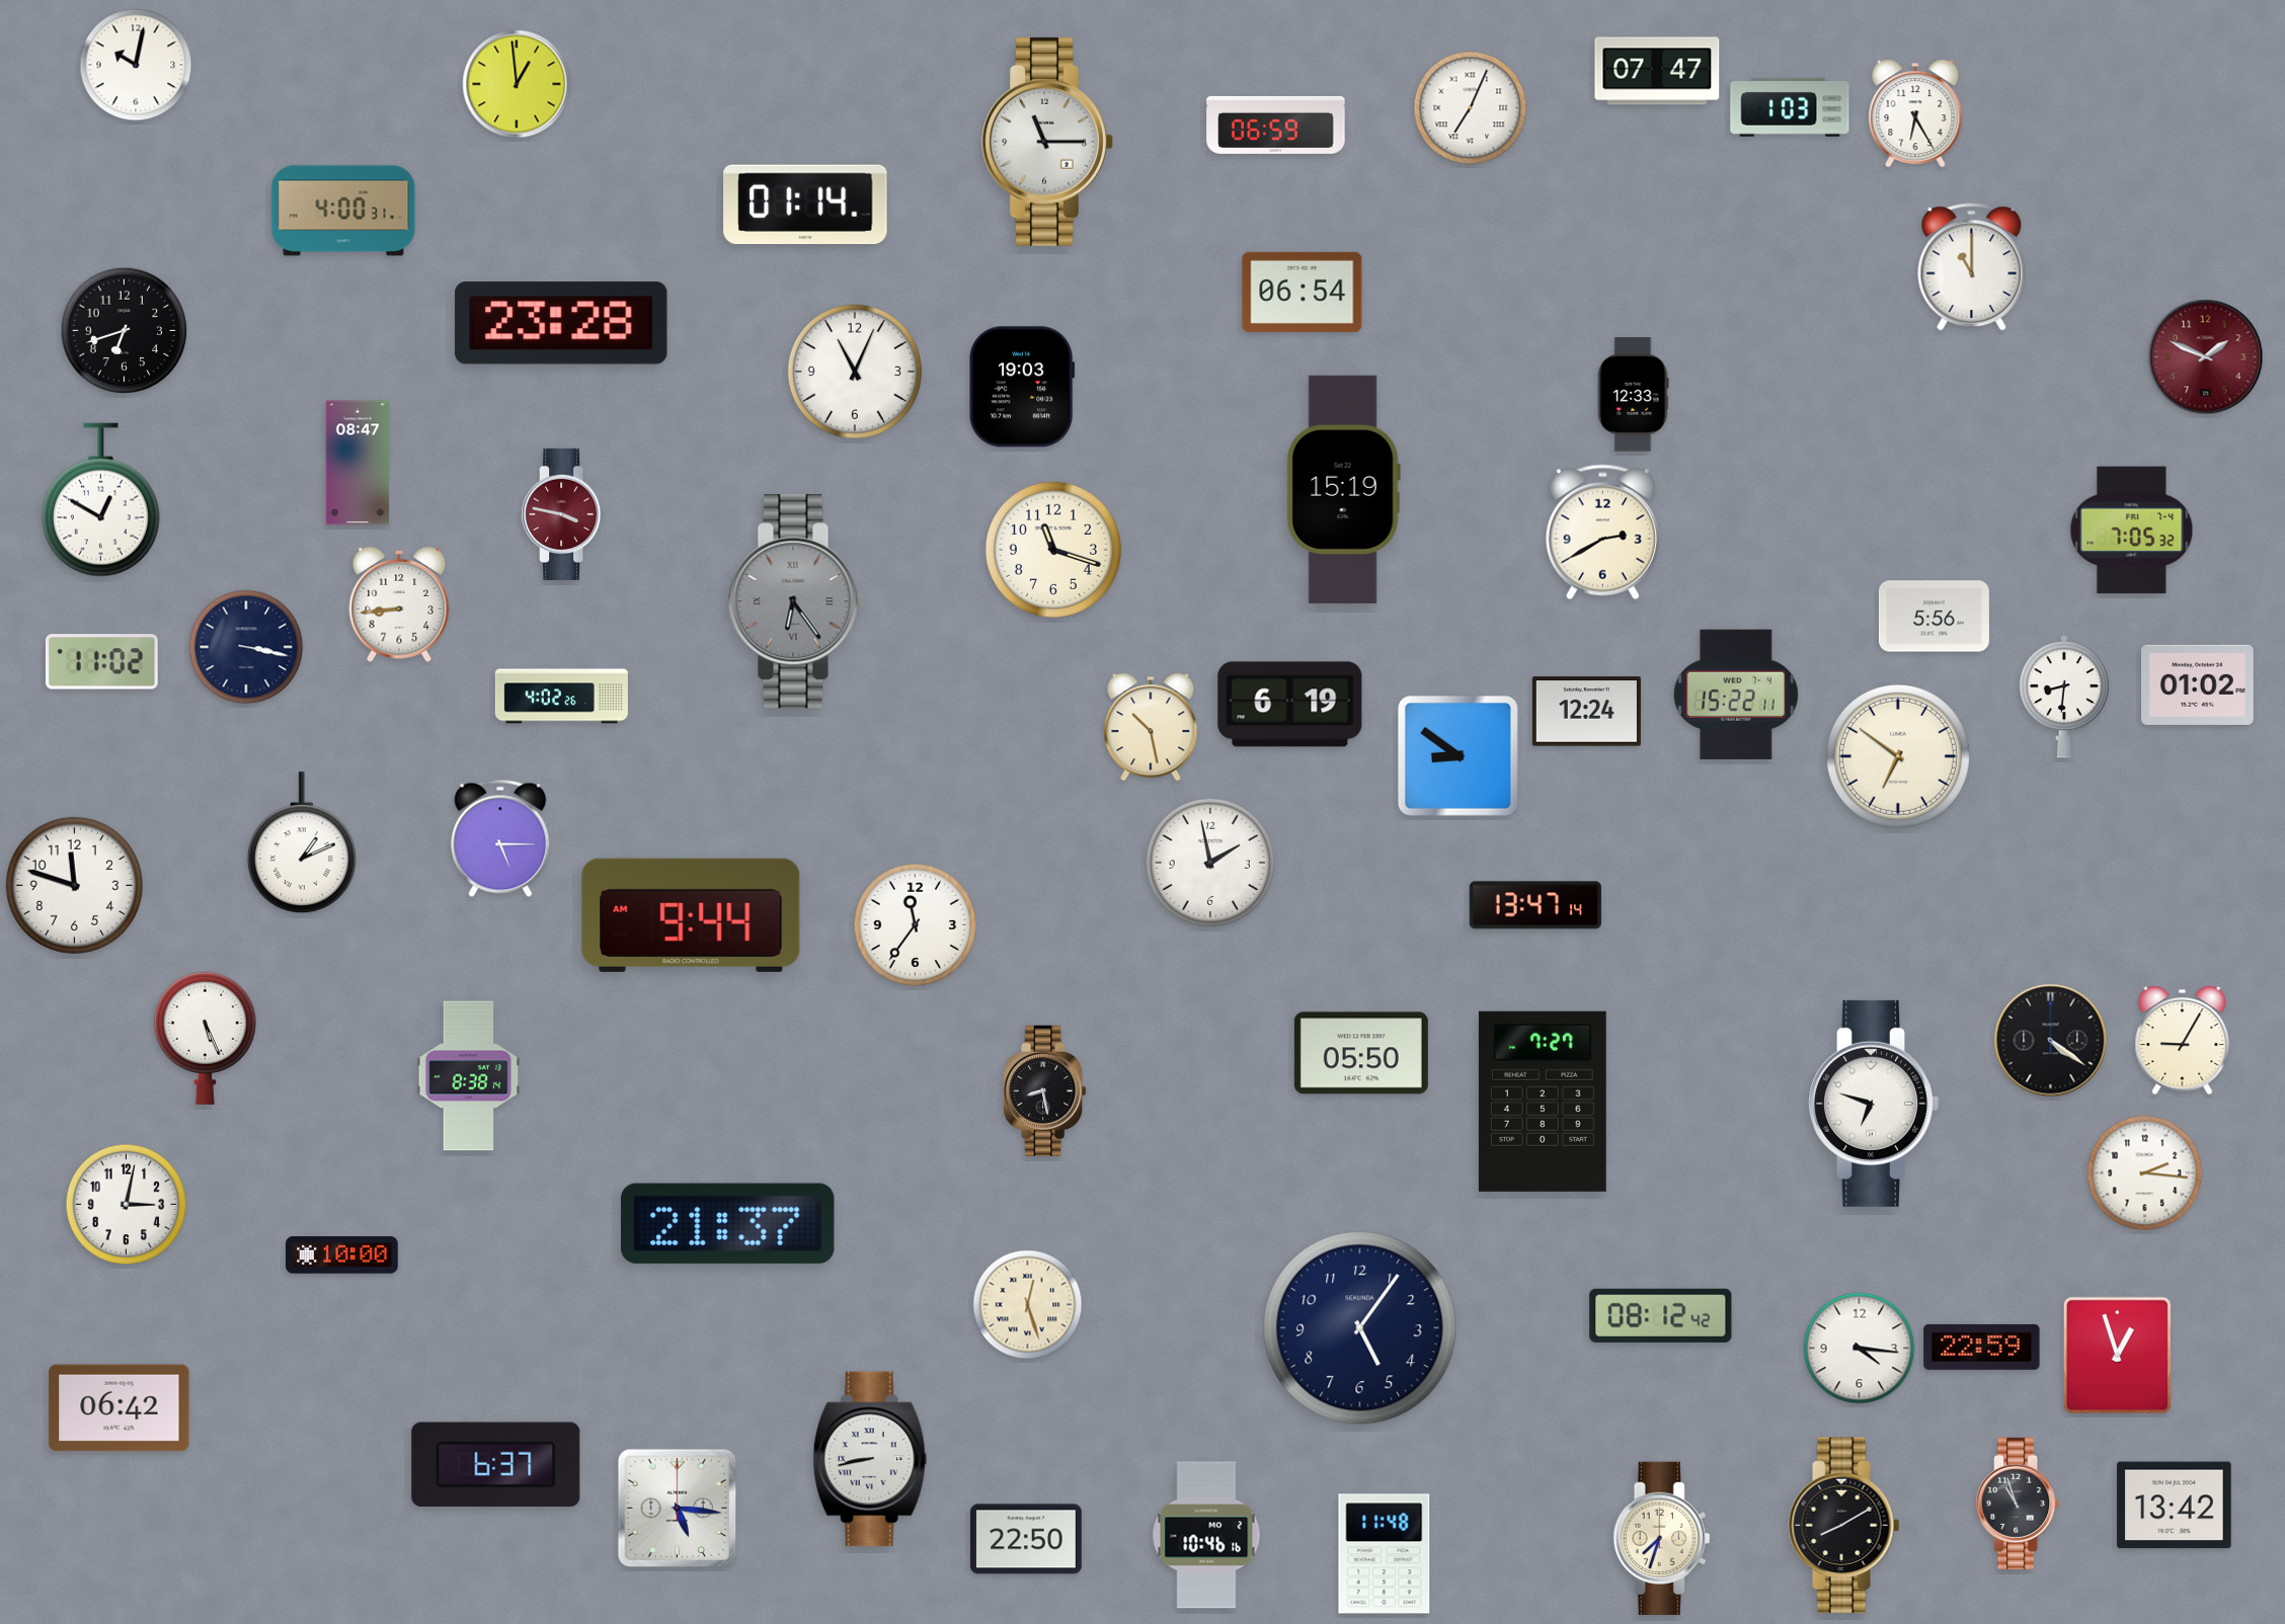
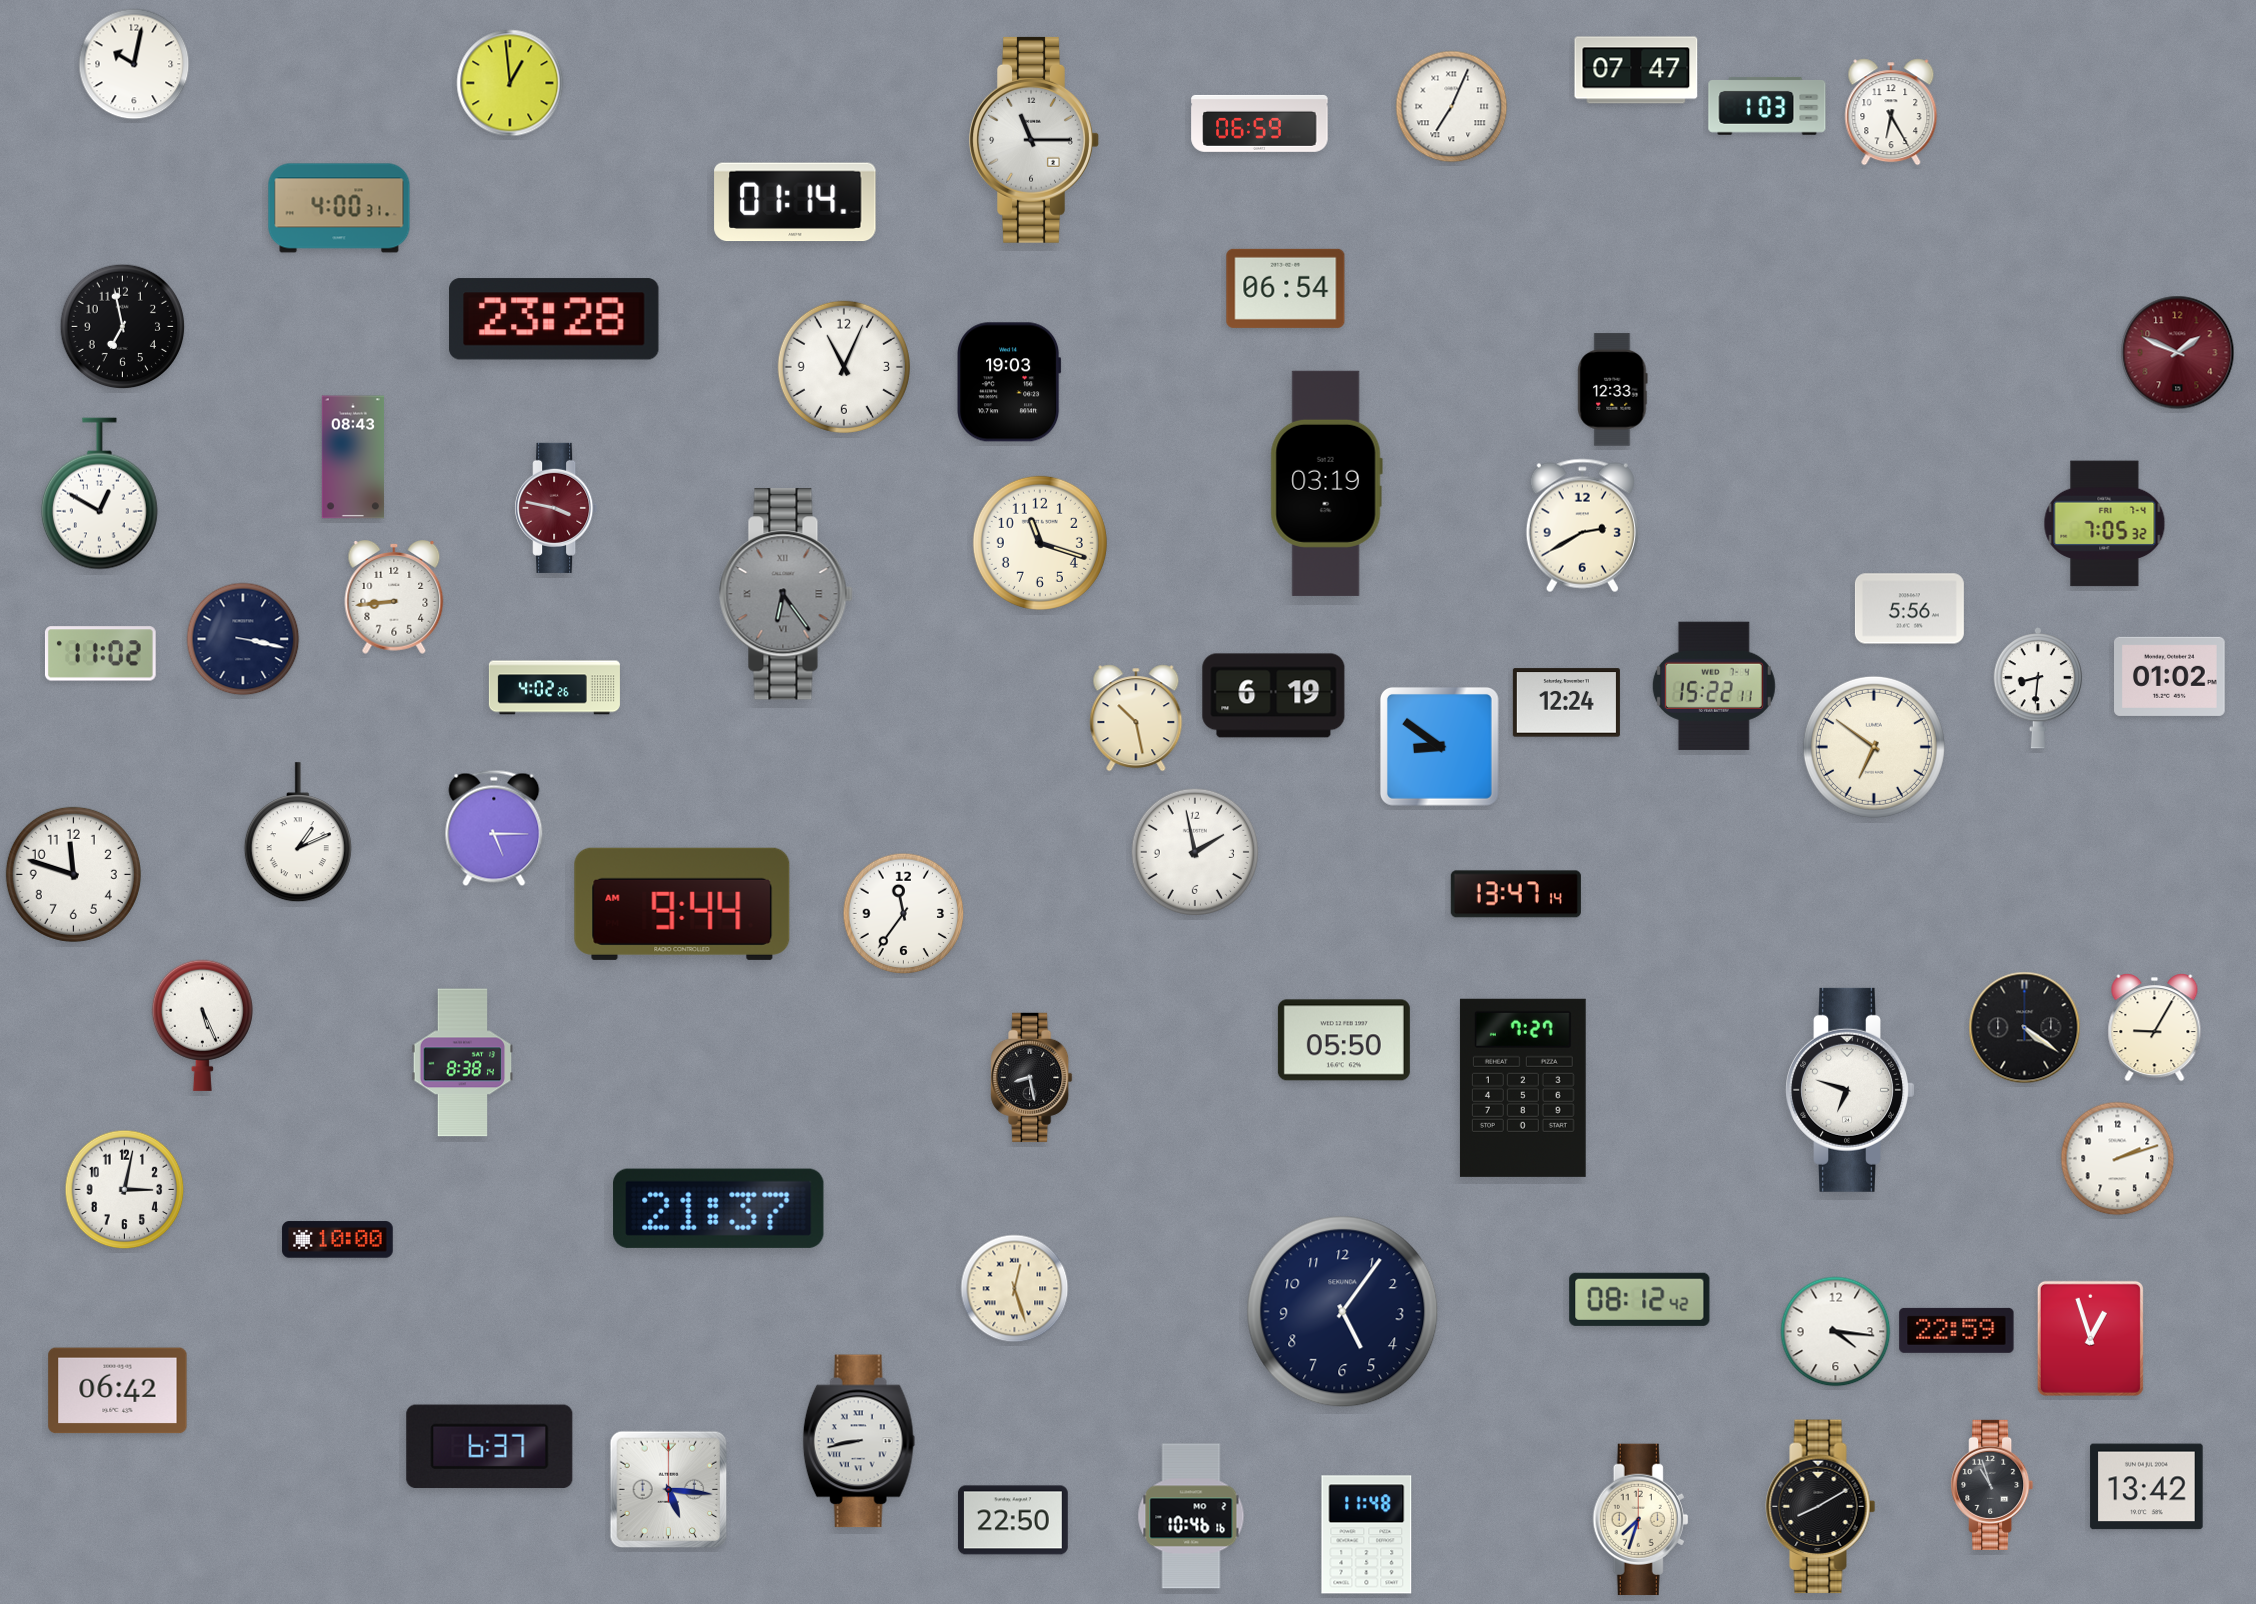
clock at (1972, 267): 11:00 -> none
clock at (125, 331): 6:42 -> 6:58
clock at (357, 463): 08:47 -> 08:43
clock at (1343, 489): 15:19 -> 03:19
clock at (2145, 1173): 2:16 -> 2:12
